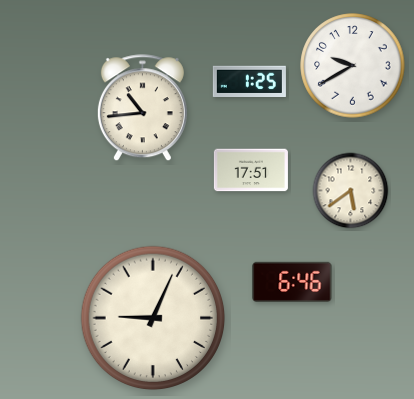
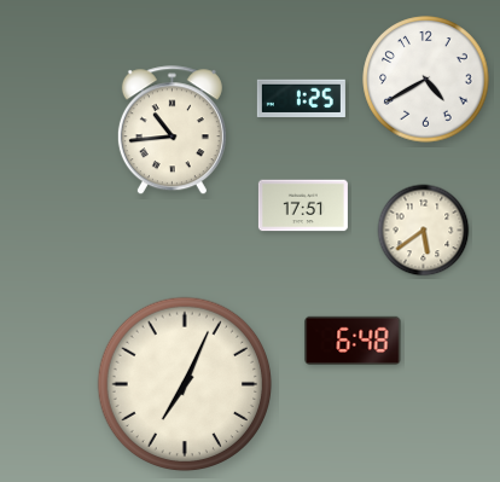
clock at (353, 66): 9:40 -> 4:40
clock at (292, 282): 6:46 -> 6:48
clock at (153, 318): 9:04 -> 7:04
